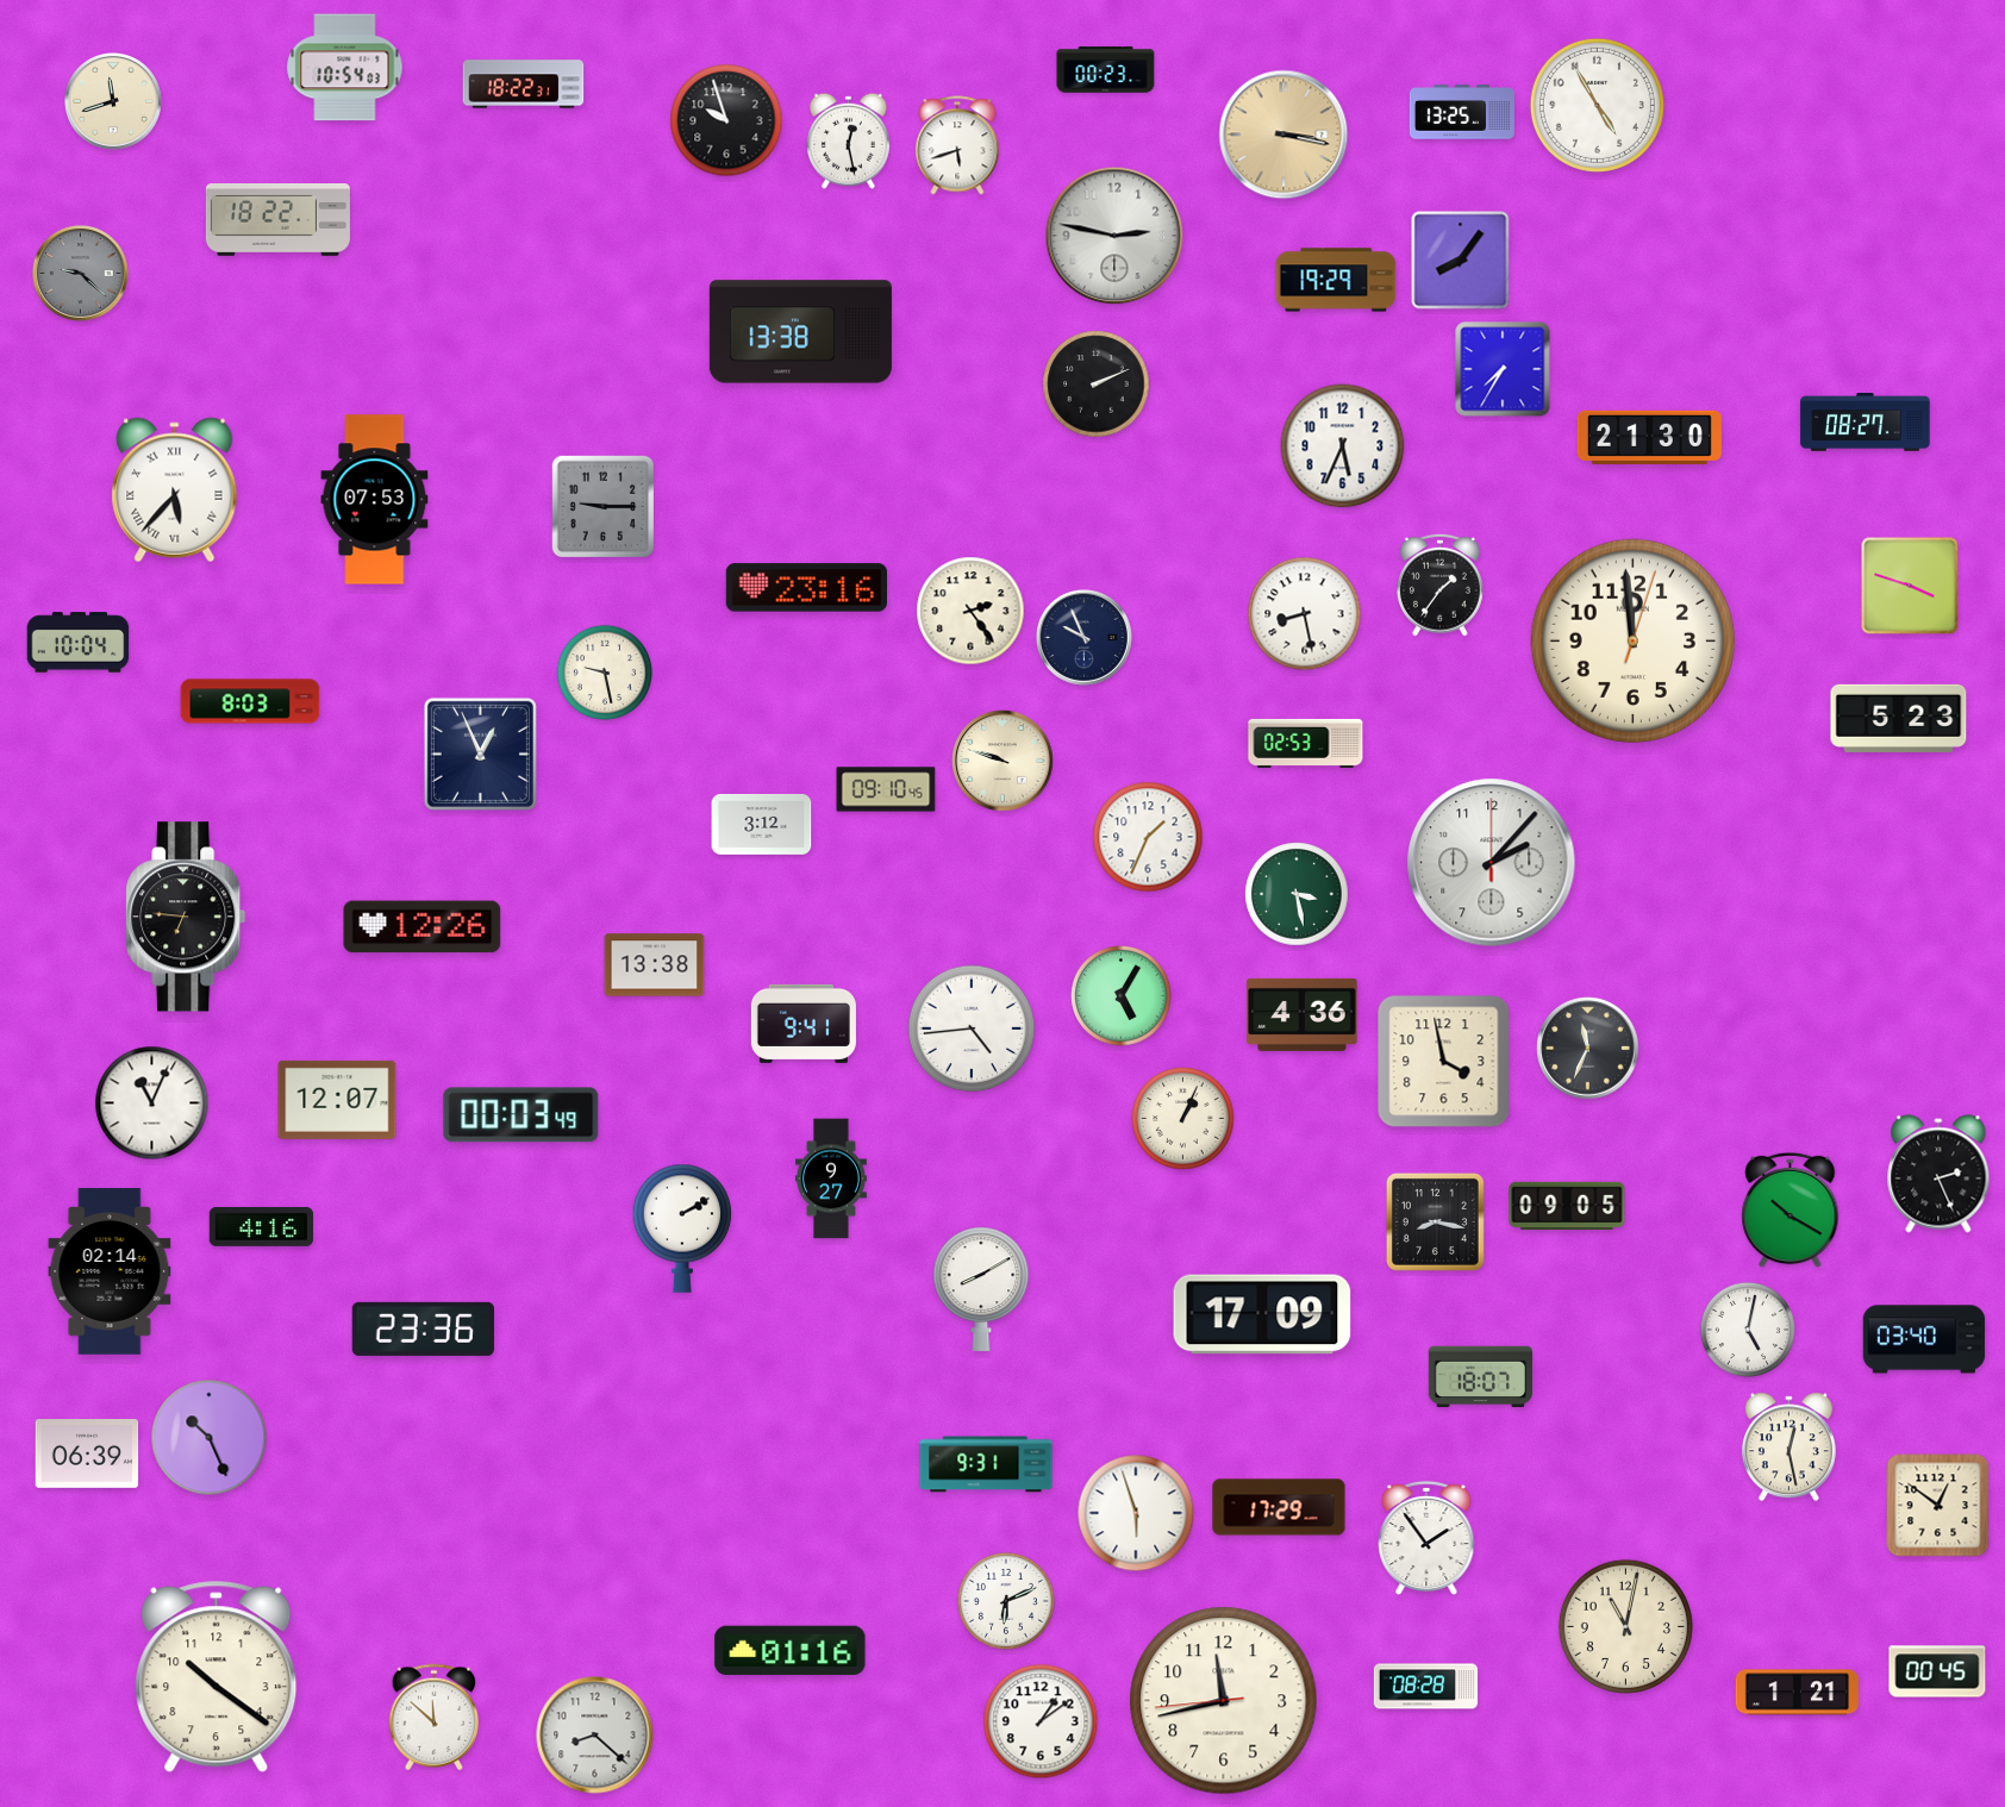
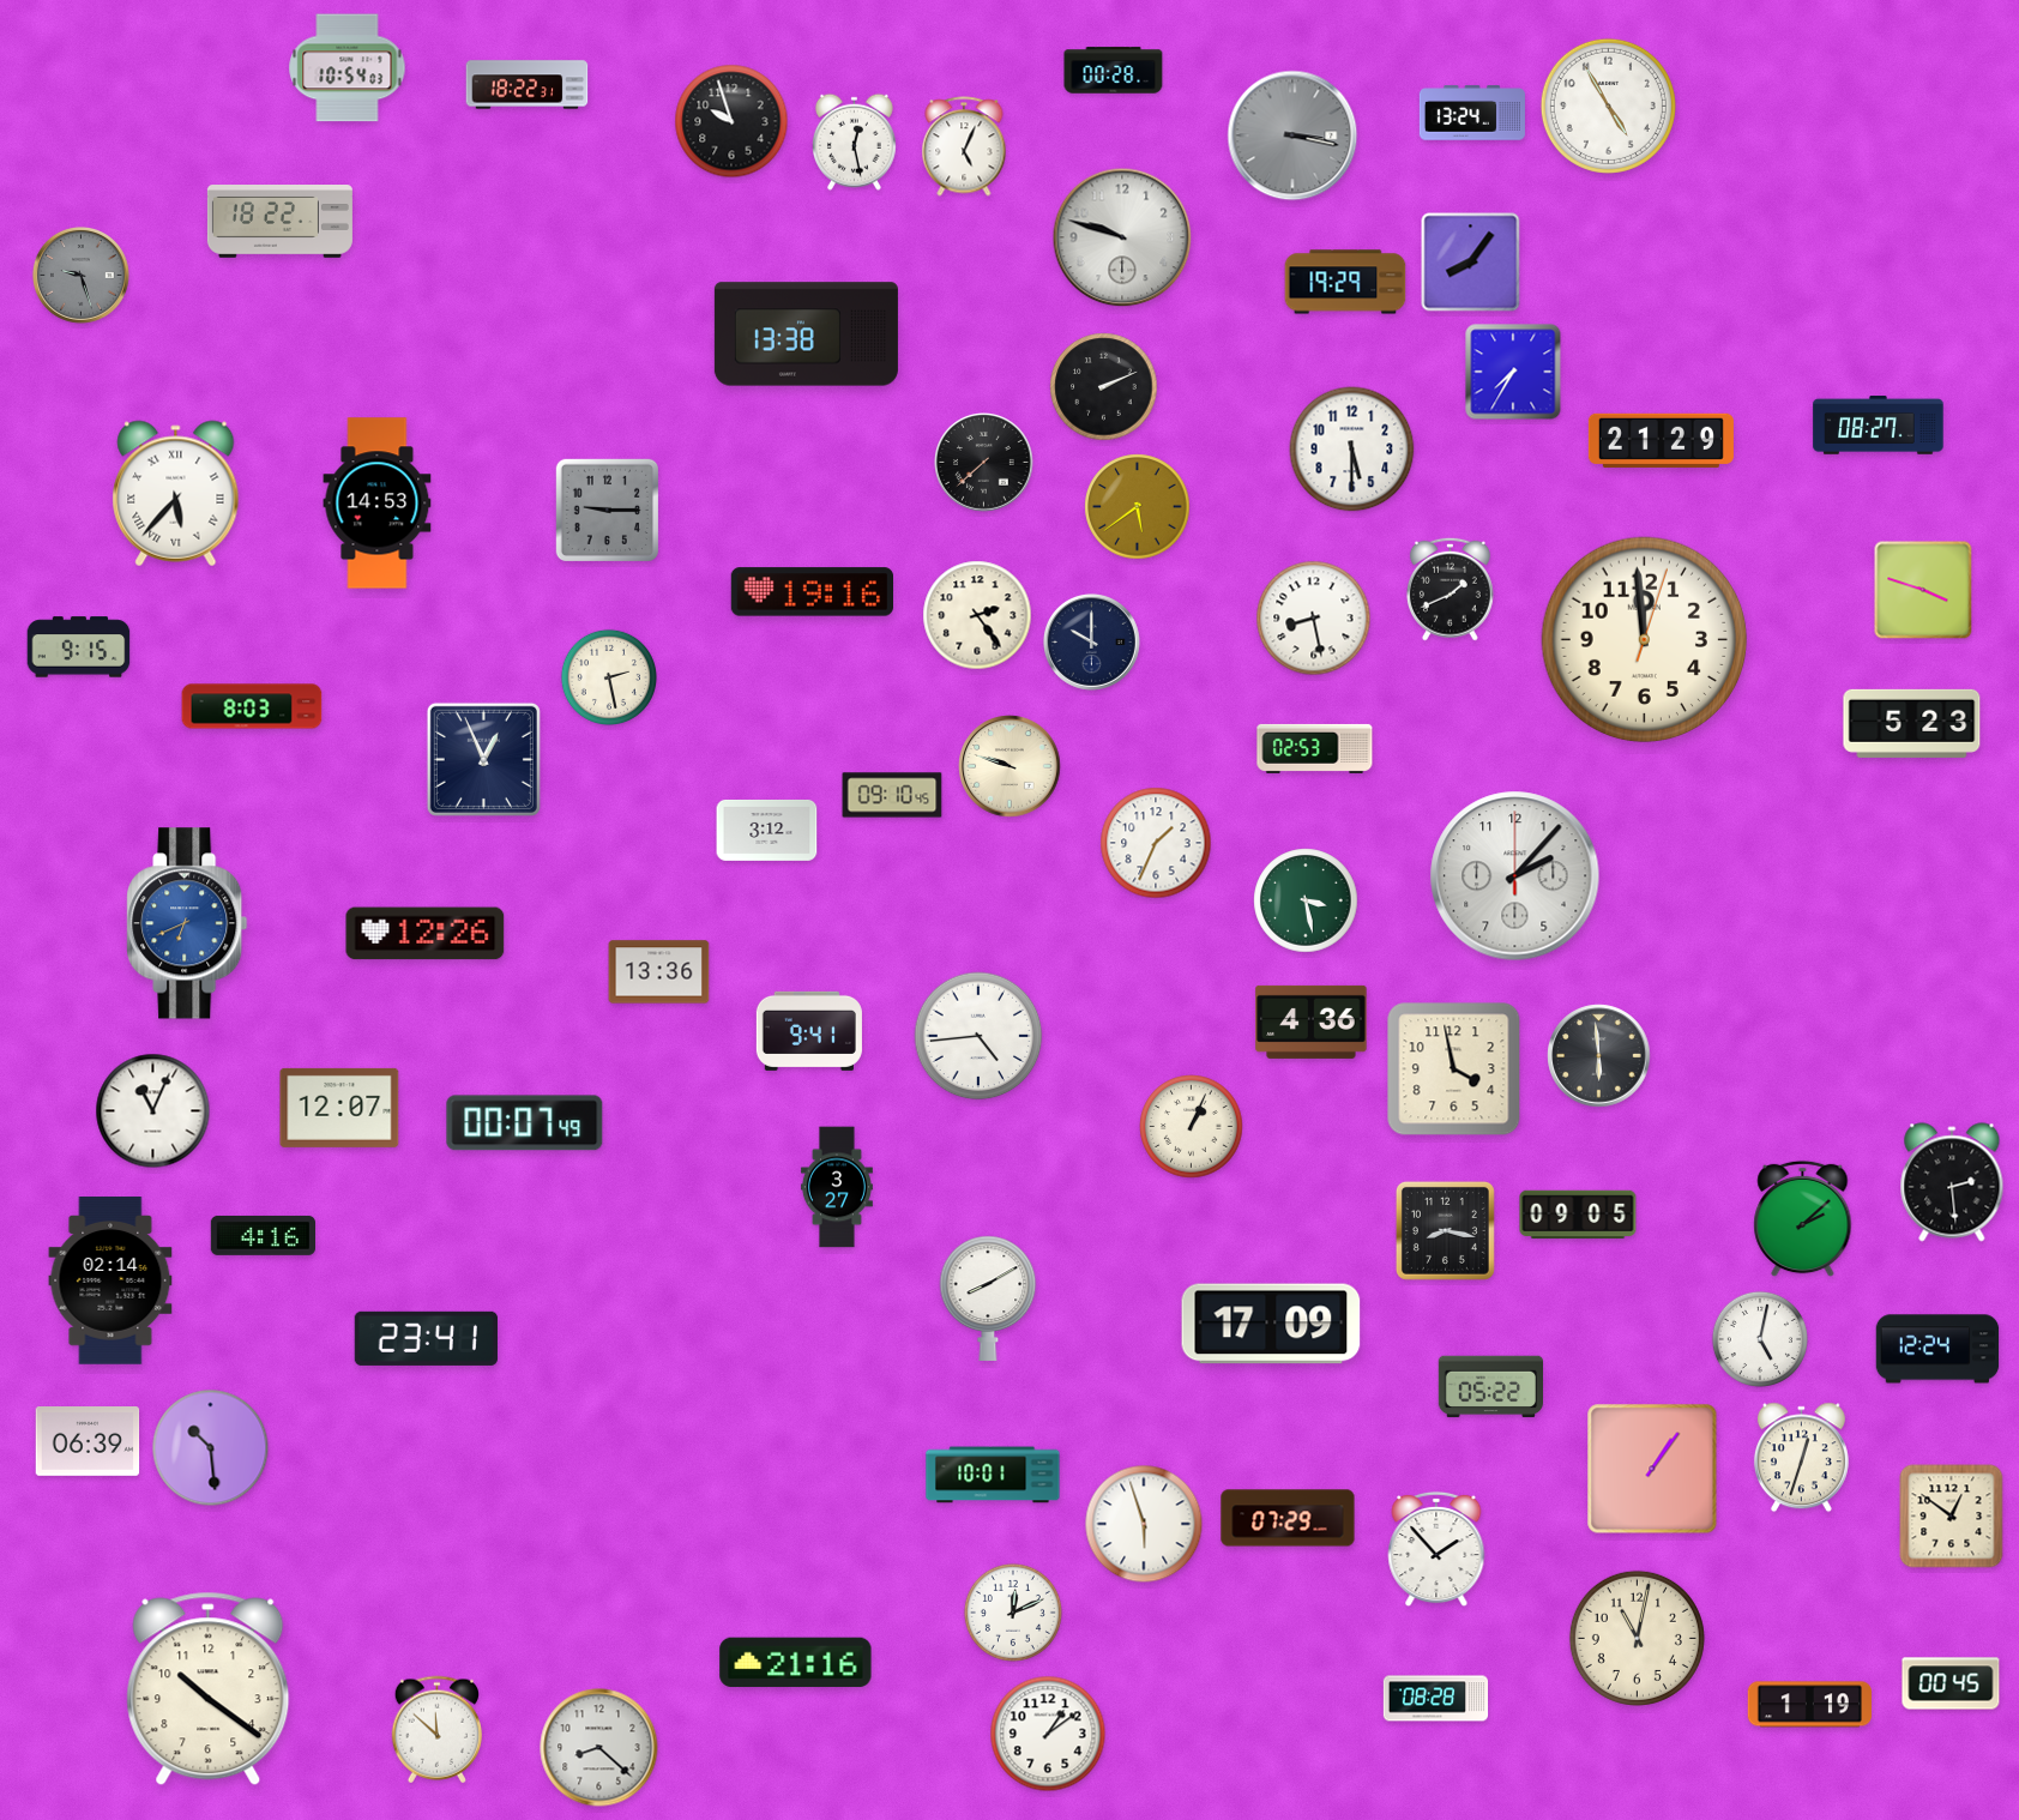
clock at (1106, 70): 00:23 -> 00:28
clock at (114, 102): 11:42 -> none
clock at (1462, 112): 13:25 -> 13:24
clock at (1283, 135) dial: champagne -> grey
clock at (957, 145): 5:42 -> 5:04
clock at (1114, 236): 2:47 -> 9:48
clock at (80, 273): 9:22 -> 9:27
clock at (1649, 437): 21:30 -> 21:29
clock at (1343, 446): 5:34 -> 5:30
clock at (984, 463): none -> 7:38
clock at (375, 500): 07:53 -> 14:53
clock at (1138, 507): none -> 5:39
clock at (1439, 584): 1:36 -> 1:41
clock at (806, 588): 23:16 -> 19:16
clock at (1083, 637): 9:56 -> 10:00
clock at (1634, 642) position: (1634, 642) -> (1645, 640)
clock at (79, 643): 10:04 -> 9:15
clock at (605, 673): 9:28 -> 2:28
clock at (1492, 863) position: (1492, 863) -> (1515, 876)
clock at (186, 917): 6:46 -> 6:41
clock at (186, 917) dial: black -> blue
clock at (655, 965): 13:38 -> 13:36
clock at (1122, 996): 5:05 -> none
clock at (1588, 1049): 11:34 -> 5:59
clock at (521, 1115): 00:03 -> 00:07
clock at (1938, 1174): 2:26 -> 2:29
clock at (831, 1178): 9:27 -> 3:27
clock at (1791, 1211): 10:20 -> 2:08
clock at (682, 1228): 2:10 -> none
clock at (423, 1328): 23:36 -> 23:41
clock at (1924, 1339): 03:40 -> 12:24
clock at (1480, 1377): 18:07 -> 05:22
clock at (210, 1438): 10:26 -> 10:29
clock at (1788, 1448): 12:28 -> 12:33
clock at (87, 1455) position: (87, 1455) -> (88, 1442)
clock at (1652, 1469): none -> 1:06
clock at (986, 1464): 9:31 -> 10:01
clock at (1279, 1507): 17:29 -> 07:29
clock at (1426, 1538): 1:54 -> 1:53
clock at (1006, 1601): 6:11 -> 12:11
clock at (791, 1651): 01:16 -> 21:16
clock at (217, 1677) position: (217, 1677) -> (209, 1689)
clock at (1797, 1693): 1:21 -> 1:19
clock at (1224, 1701): 11:42 -> none
